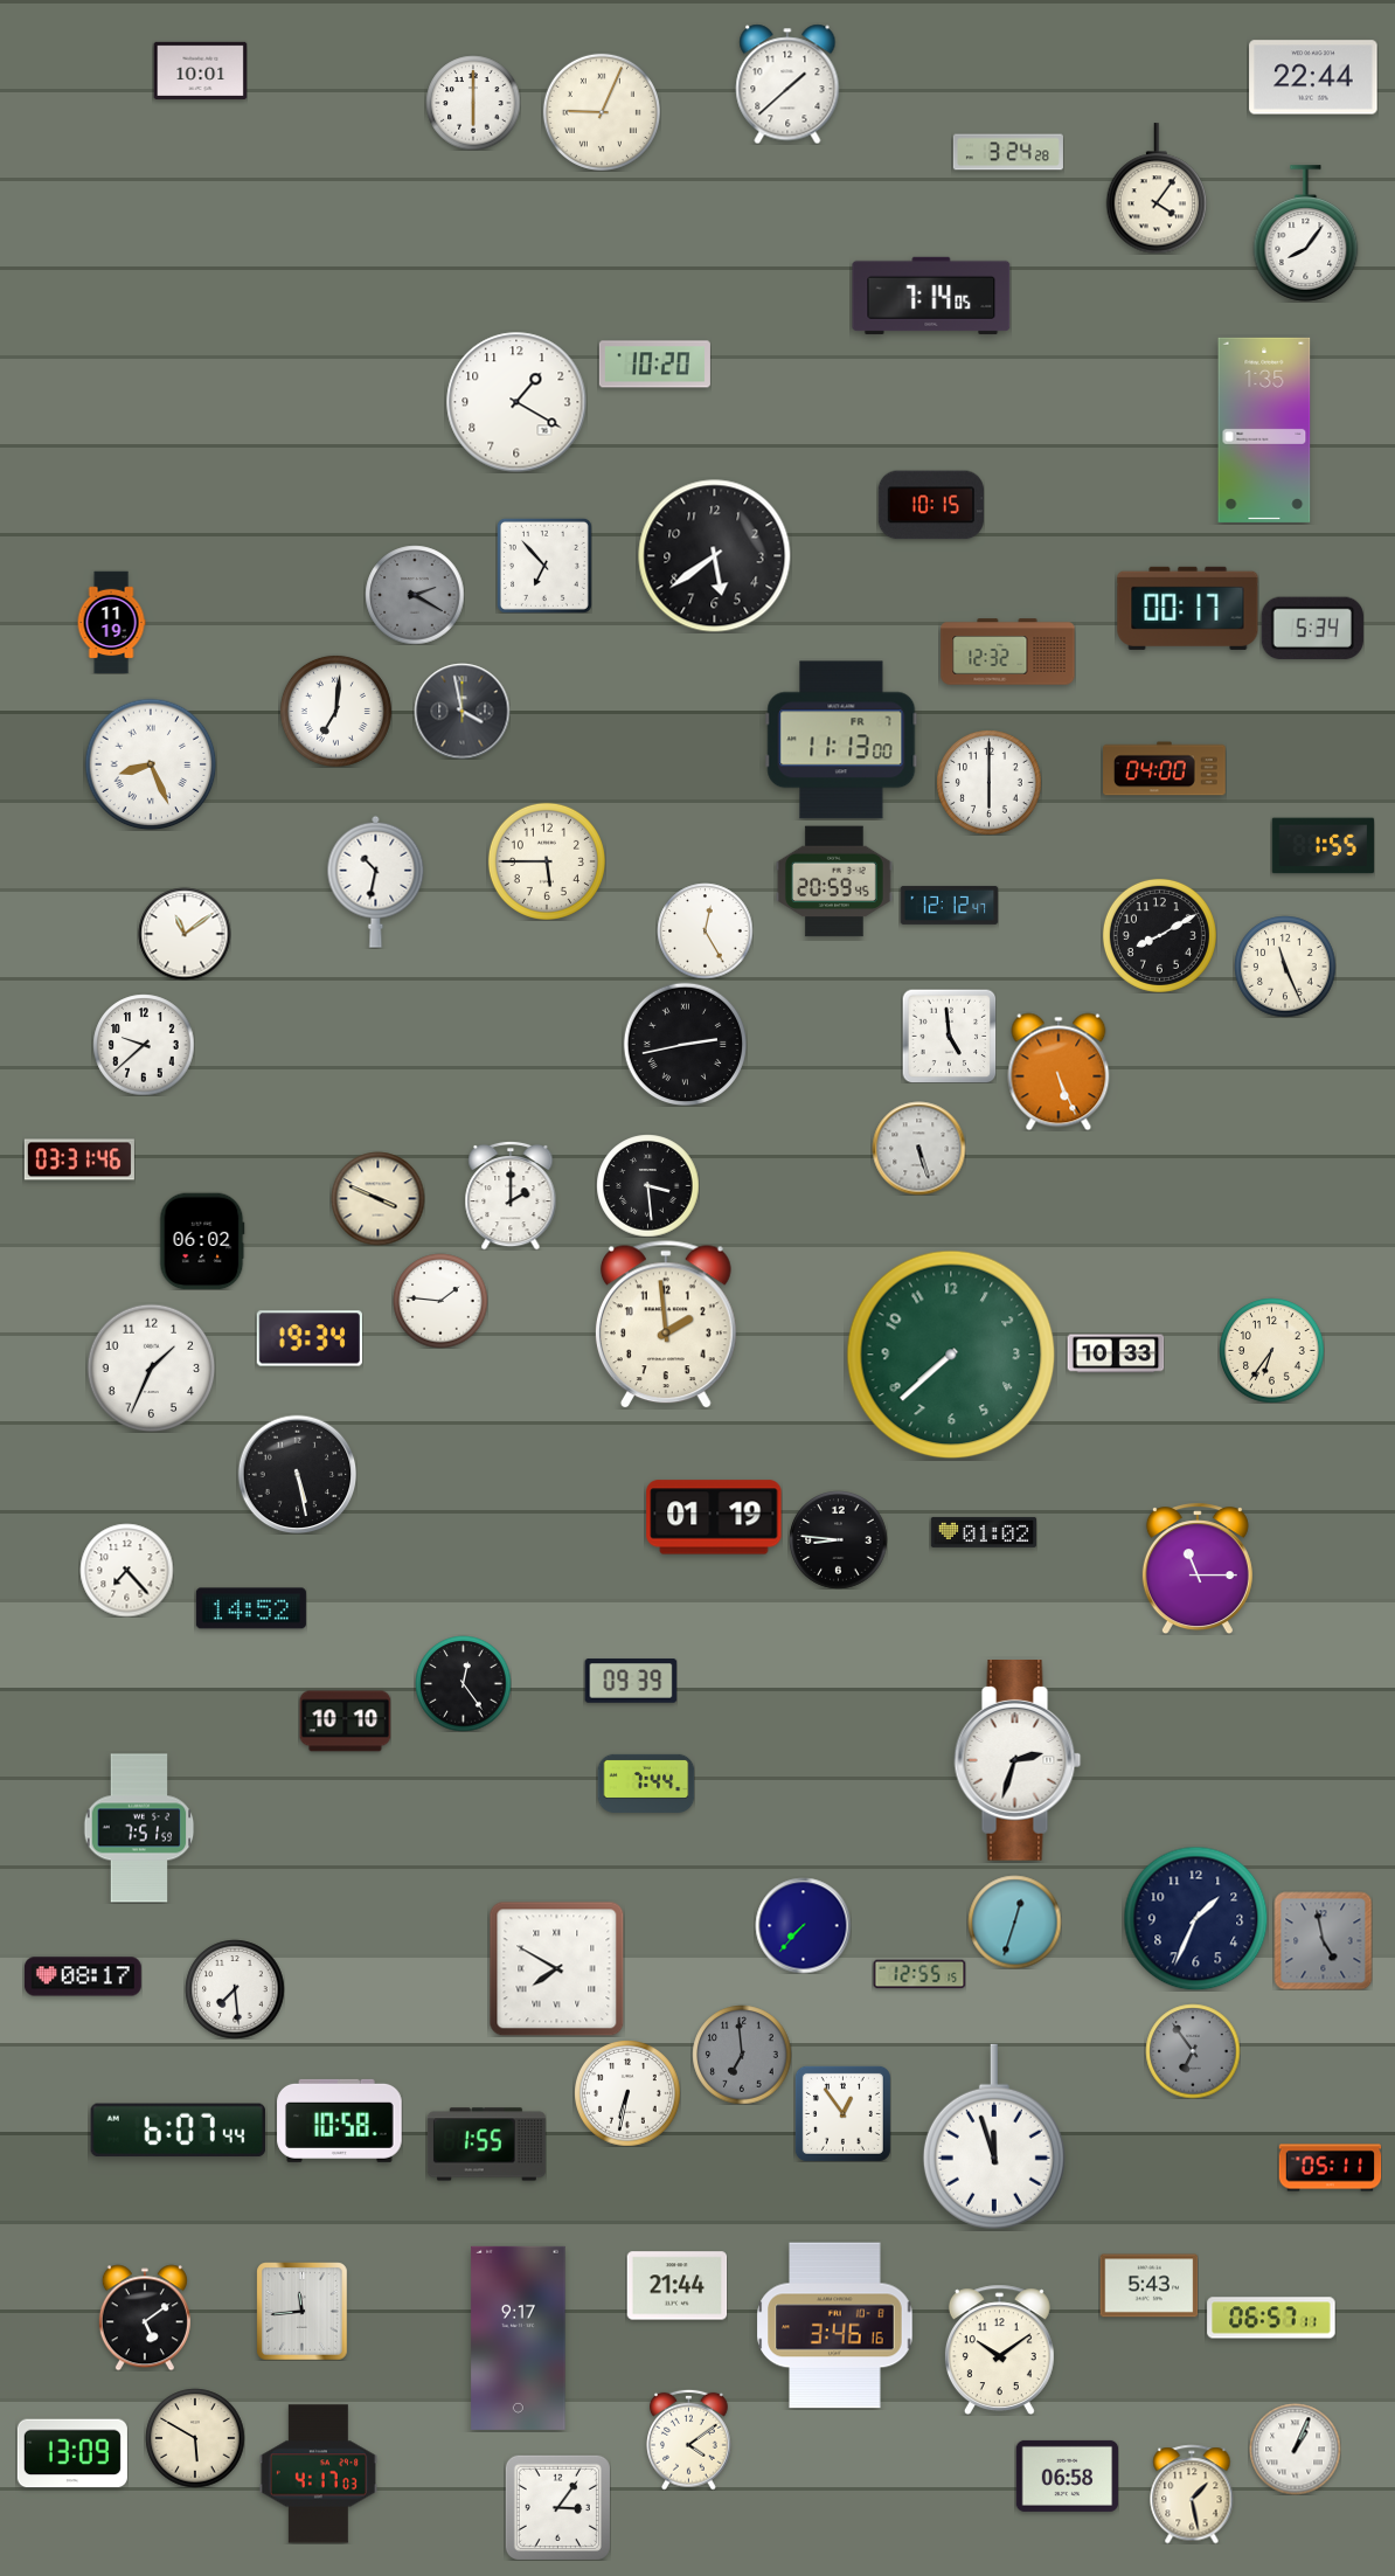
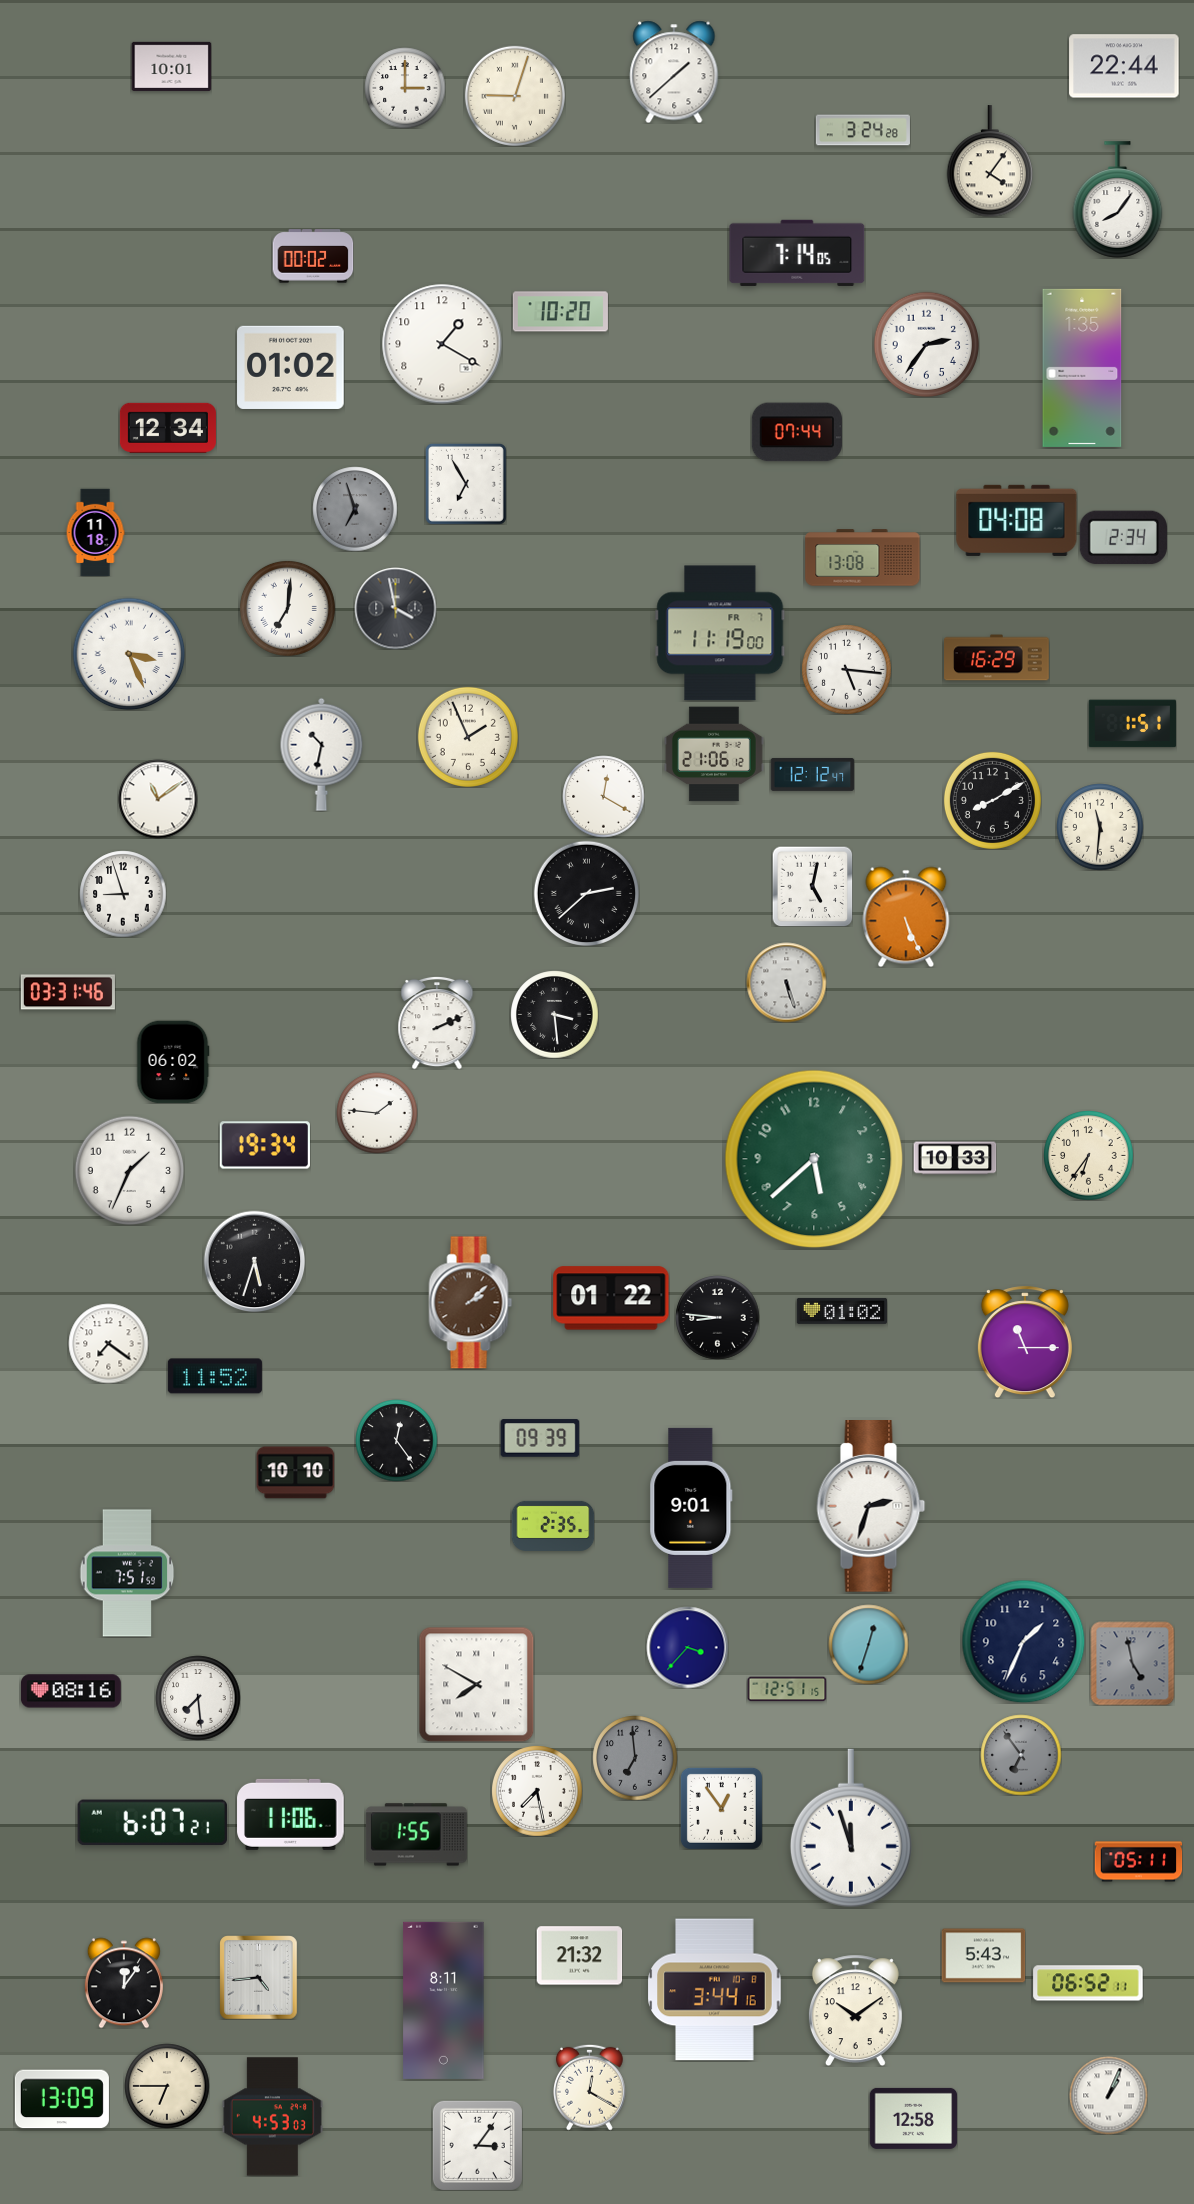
clock at (200, 70) position: (200, 70) -> (171, 66)
clock at (473, 103): 6:00 -> 3:00
clock at (602, 112): 9:04 -> 9:03
clock at (313, 256): none -> 00:02
clock at (926, 344): none -> 2:36
clock at (291, 367): none -> 01:02
clock at (168, 428): none -> 12:34
clock at (931, 505): 10:15 -> 07:44
clock at (715, 556): 5:39 -> none
clock at (544, 566): 6:53 -> 6:55
clock at (415, 595): 2:20 -> 6:57
clock at (1188, 608): 00:17 -> 04:08
clock at (111, 622): 11:19 -> 11:18
clock at (1312, 629): 5:34 -> 2:34
clock at (1008, 652): 12:32 -> 13:08
clock at (841, 740): 11:13 -> 11:19
clock at (151, 764): 8:26 -> 3:26
clock at (1165, 769): 04:00 -> 16:29
clock at (988, 782): 6:00 -> 5:16
clock at (1323, 846): 1:55 -> 1:51
clock at (547, 861): 5:45 -> 1:56
clock at (834, 881): 20:59 -> 21:06
clock at (705, 930): 12:25 -> 12:20
clock at (1285, 967): 11:26 -> 11:31
clock at (949, 1036): 4:59 -> 5:02
clock at (685, 1044): 2:43 -> 2:38
clock at (144, 1045): 9:38 -> 8:57
clock at (511, 1196): 2:00 -> 2:11
clock at (377, 1198): 3:49 -> none
clock at (666, 1324): 1:59 -> none
clock at (951, 1355): 7:38 -> 5:38
clock at (297, 1474): 5:28 -> 5:33
clock at (714, 1517): 01:19 -> 01:22
clock at (471, 1303): none -> 2:08
clock at (126, 1570): 7:23 -> 7:21
clock at (251, 1608): 14:52 -> 11:52
clock at (691, 1508): none -> 9:01
clock at (646, 1784): 7:44 -> 2:35
clock at (139, 1828) position: (139, 1828) -> (127, 1573)
clock at (803, 1925): 7:37 -> 3:37
clock at (1323, 1940) position: (1323, 1940) -> (1132, 1663)
clock at (919, 1974): 12:55 -> 12:51
clock at (83, 1976): 08:17 -> 08:16
clock at (235, 1989) position: (235, 1989) -> (198, 1698)
clock at (627, 2093): 6:32 -> 7:28
clock at (340, 2120): 10:58 -> 11:06
clock at (178, 2131): 6:07:44 -> 6:07:21
clock at (1330, 2168) position: (1330, 2168) -> (1138, 1862)
clock at (676, 2286): 21:44 -> 21:32
clock at (303, 2311): 11:44 -> 4:44
clock at (145, 2318): 5:09 -> 12:06
clock at (1271, 2318): 06:57 -> 06:52
clock at (835, 2326): 3:46 -> 3:44
clock at (519, 2338): 9:17 -> 8:11
clock at (195, 2438): 5:50 -> 6:45
clock at (689, 2439): 4:09 -> 12:20
clock at (318, 2474): 4:17 -> 4:53
clock at (1067, 2475): 06:58 -> 12:58
clock at (1192, 2494): 1:28 -> none
